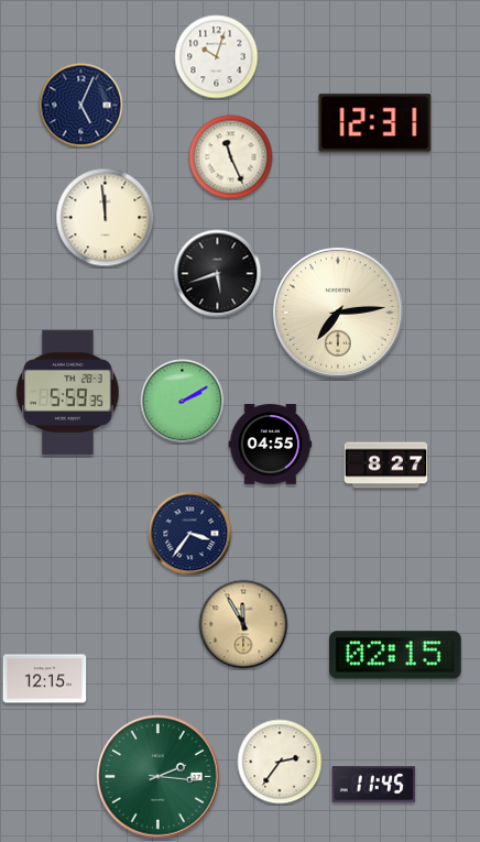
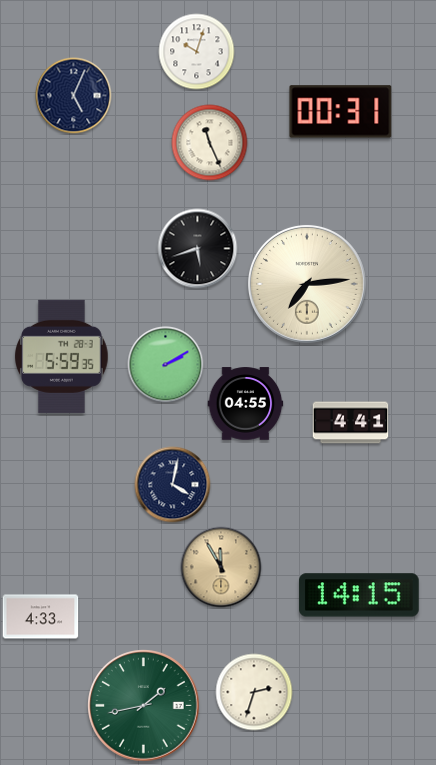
clock at (375, 123): 12:31 -> 00:31
clock at (106, 218): 11:59 -> none
clock at (386, 466): 8:27 -> 4:41
clock at (190, 534): 3:36 -> 4:02
clock at (396, 655): 02:15 -> 14:15
clock at (45, 679): 12:15 -> 4:33
clock at (280, 762): 2:36 -> 2:33
clock at (159, 777): 2:16 -> 1:43
clock at (374, 785): 11:45 -> none
